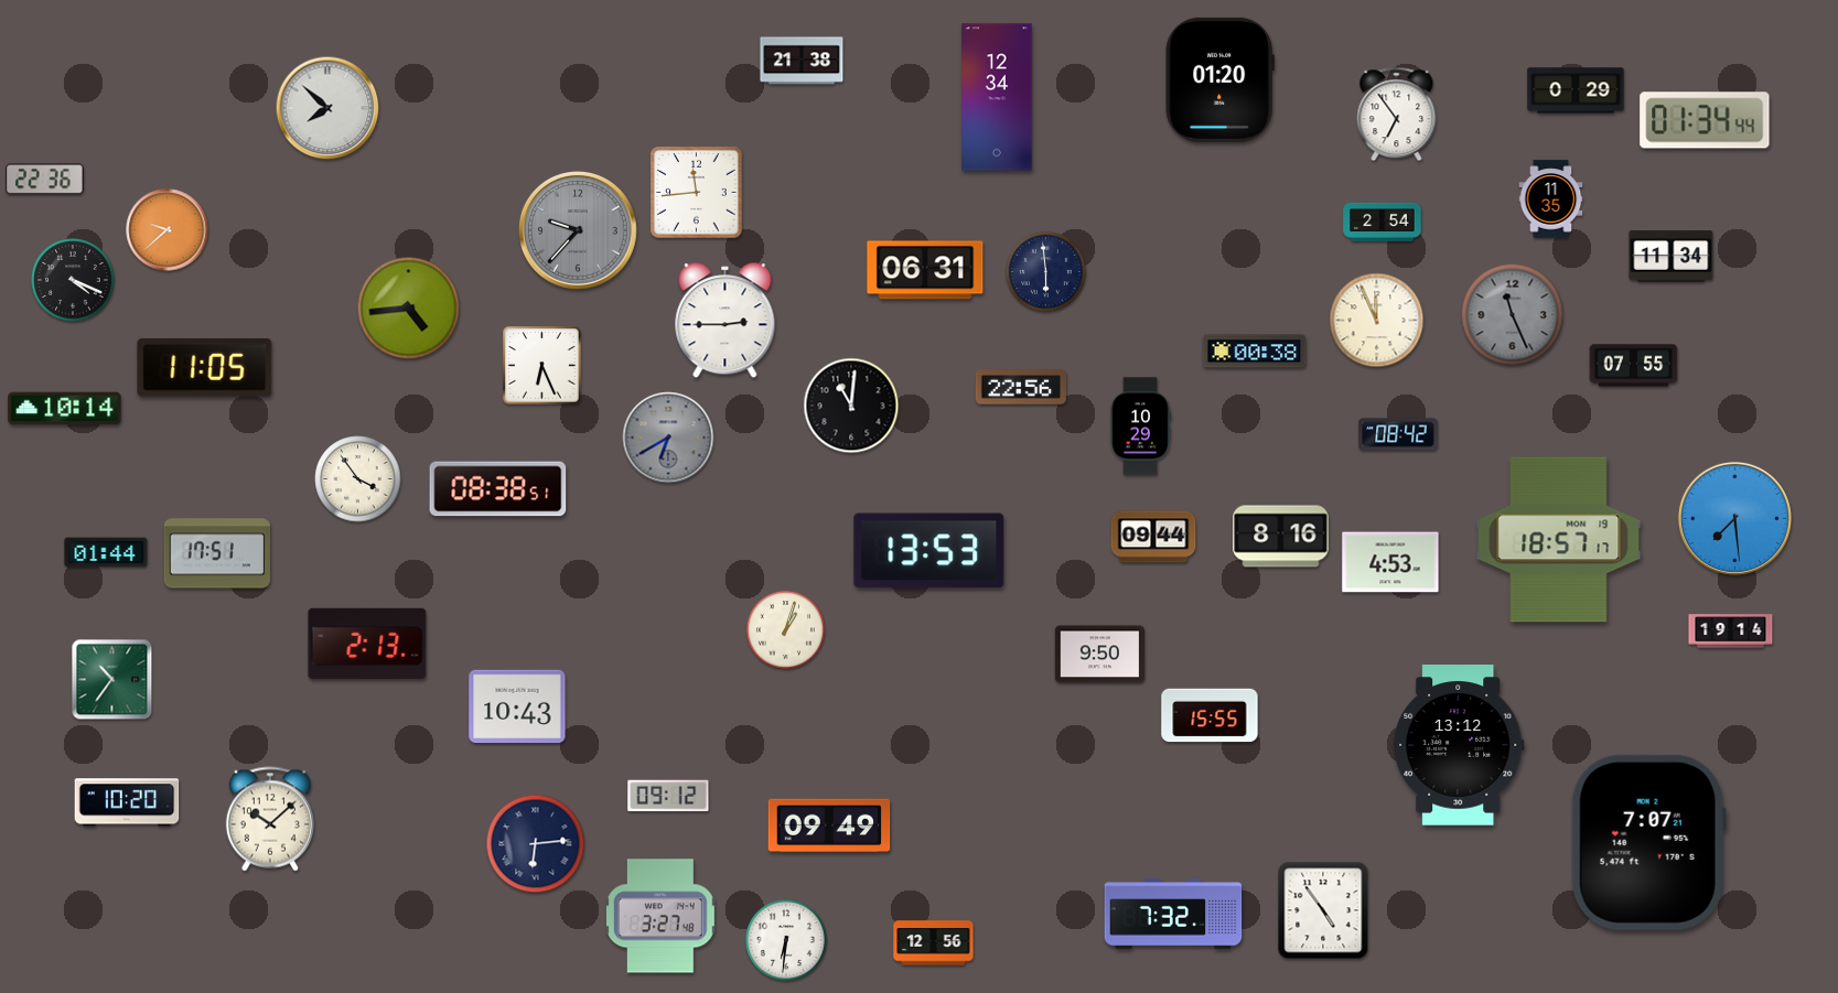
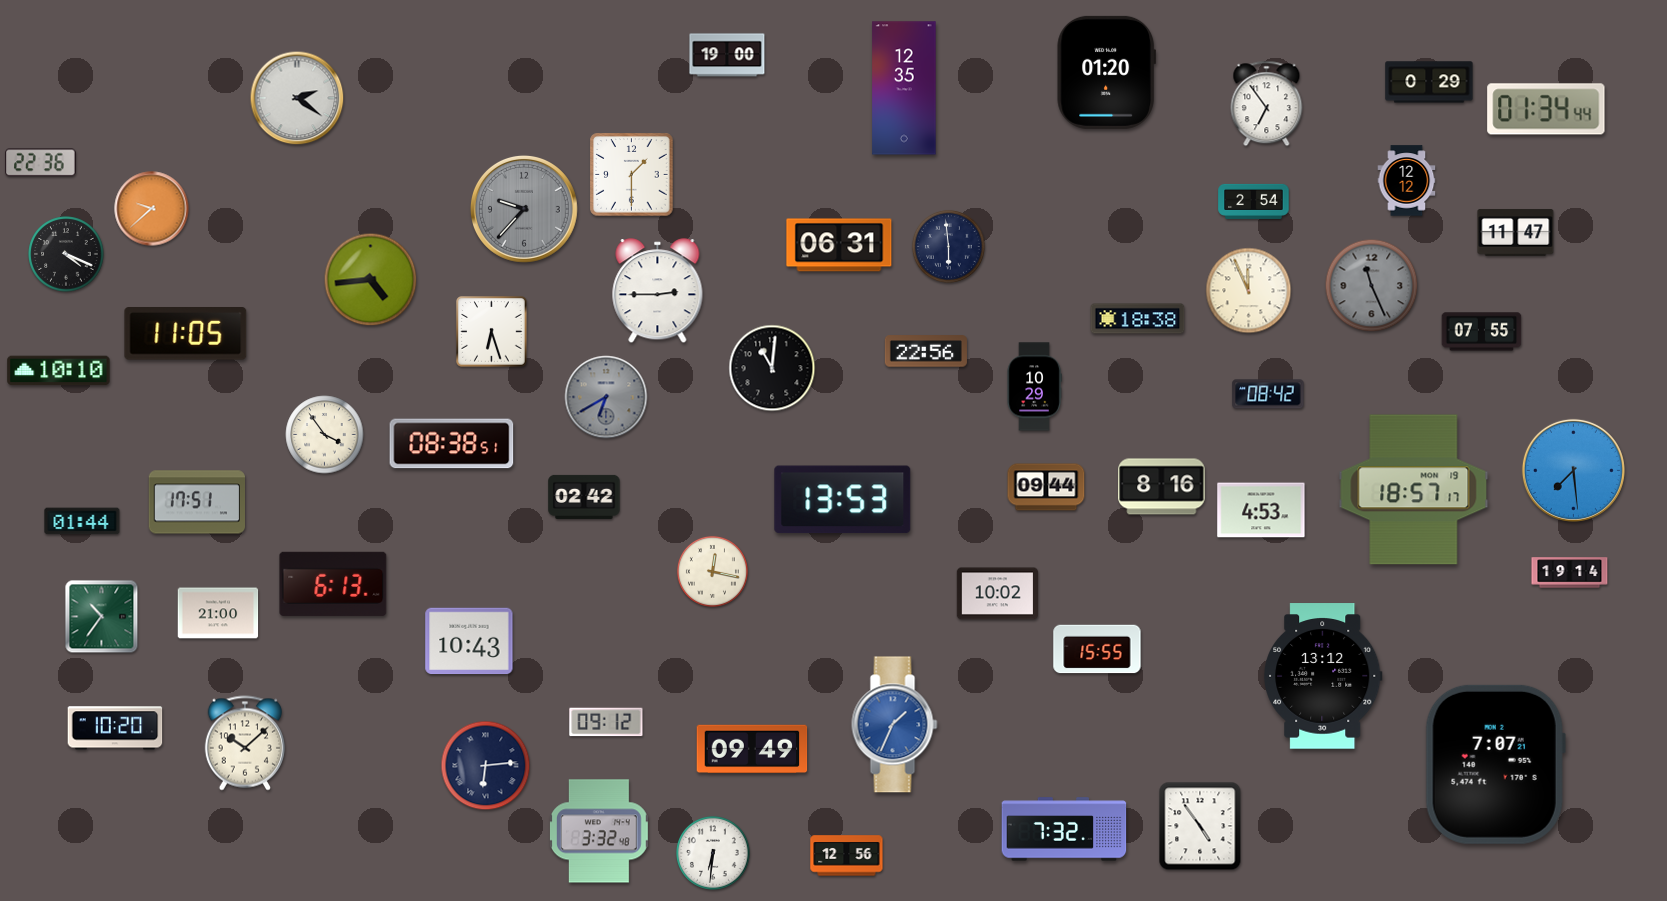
clock at (802, 61): 21:38 -> 19:00
clock at (997, 97): 12:34 -> 12:35
clock at (327, 108): 7:52 -> 2:21
clock at (697, 193): 11:44 -> 1:30
clock at (1551, 199): 11:35 -> 12:12
clock at (1672, 257): 11:34 -> 11:47
clock at (1255, 352): 00:38 -> 18:38
clock at (542, 366): 6:26 -> 6:27
clock at (65, 409): 10:14 -> 10:10
clock at (584, 497): none -> 02:42
clock at (106, 552) position: (106, 552) -> (82, 521)
clock at (785, 629): 1:03 -> 12:17
clock at (367, 644): 2:13 -> 6:13
clock at (1099, 655): 9:50 -> 10:02
clock at (218, 613): none -> 21:00
clock at (895, 725): none -> 1:34
clock at (662, 916): 3:27 -> 3:32
